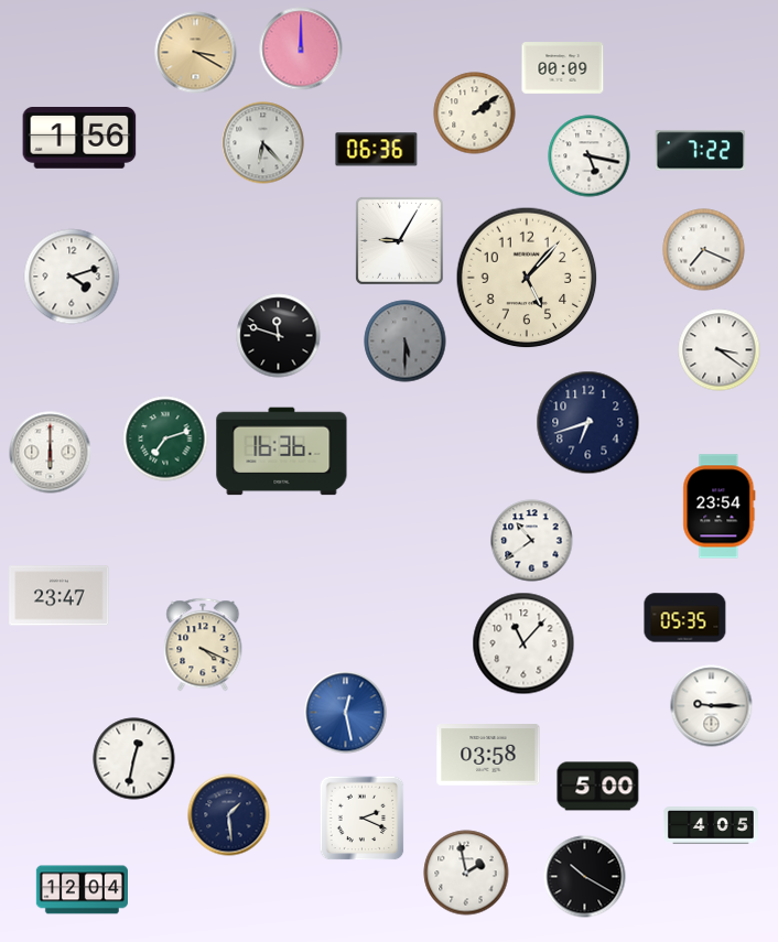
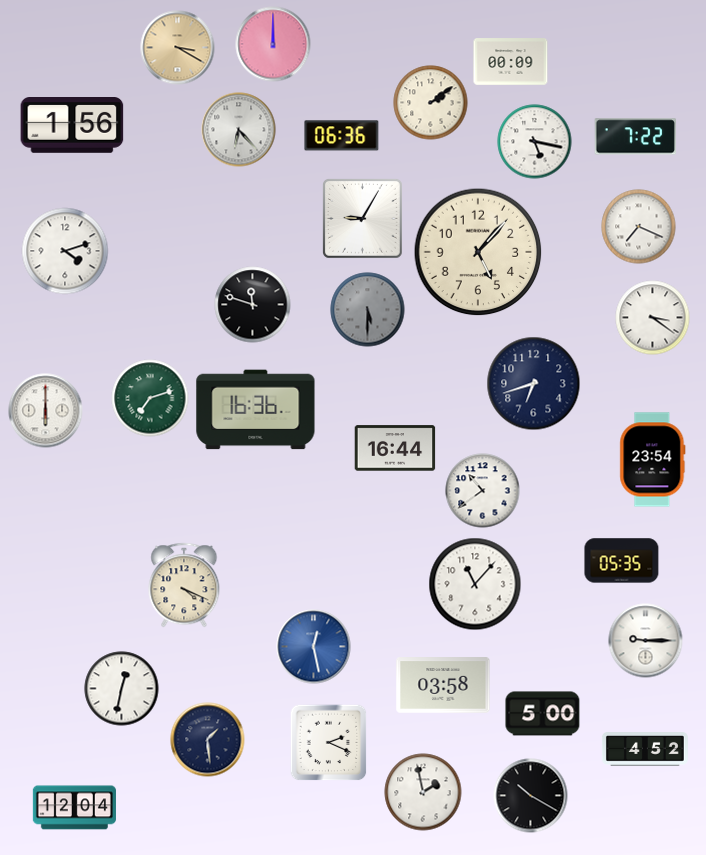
clock at (395, 448): none -> 16:44
clock at (60, 596): 23:47 -> none
clock at (711, 825): 4:05 -> 4:52
